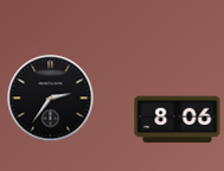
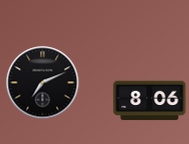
clock at (51, 99): 2:36 -> 7:11
